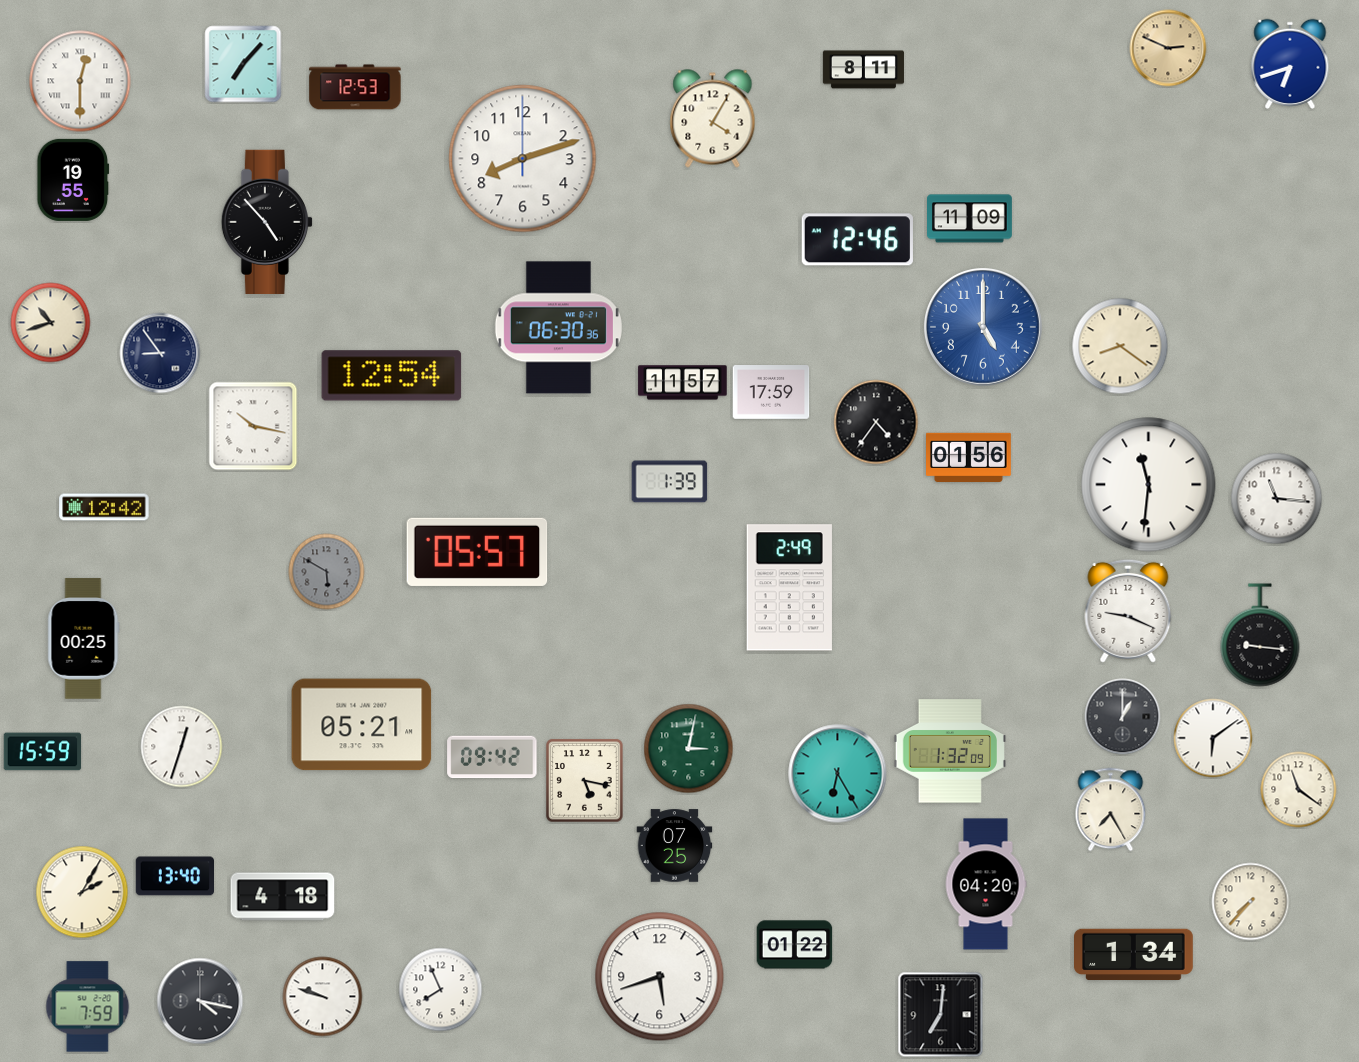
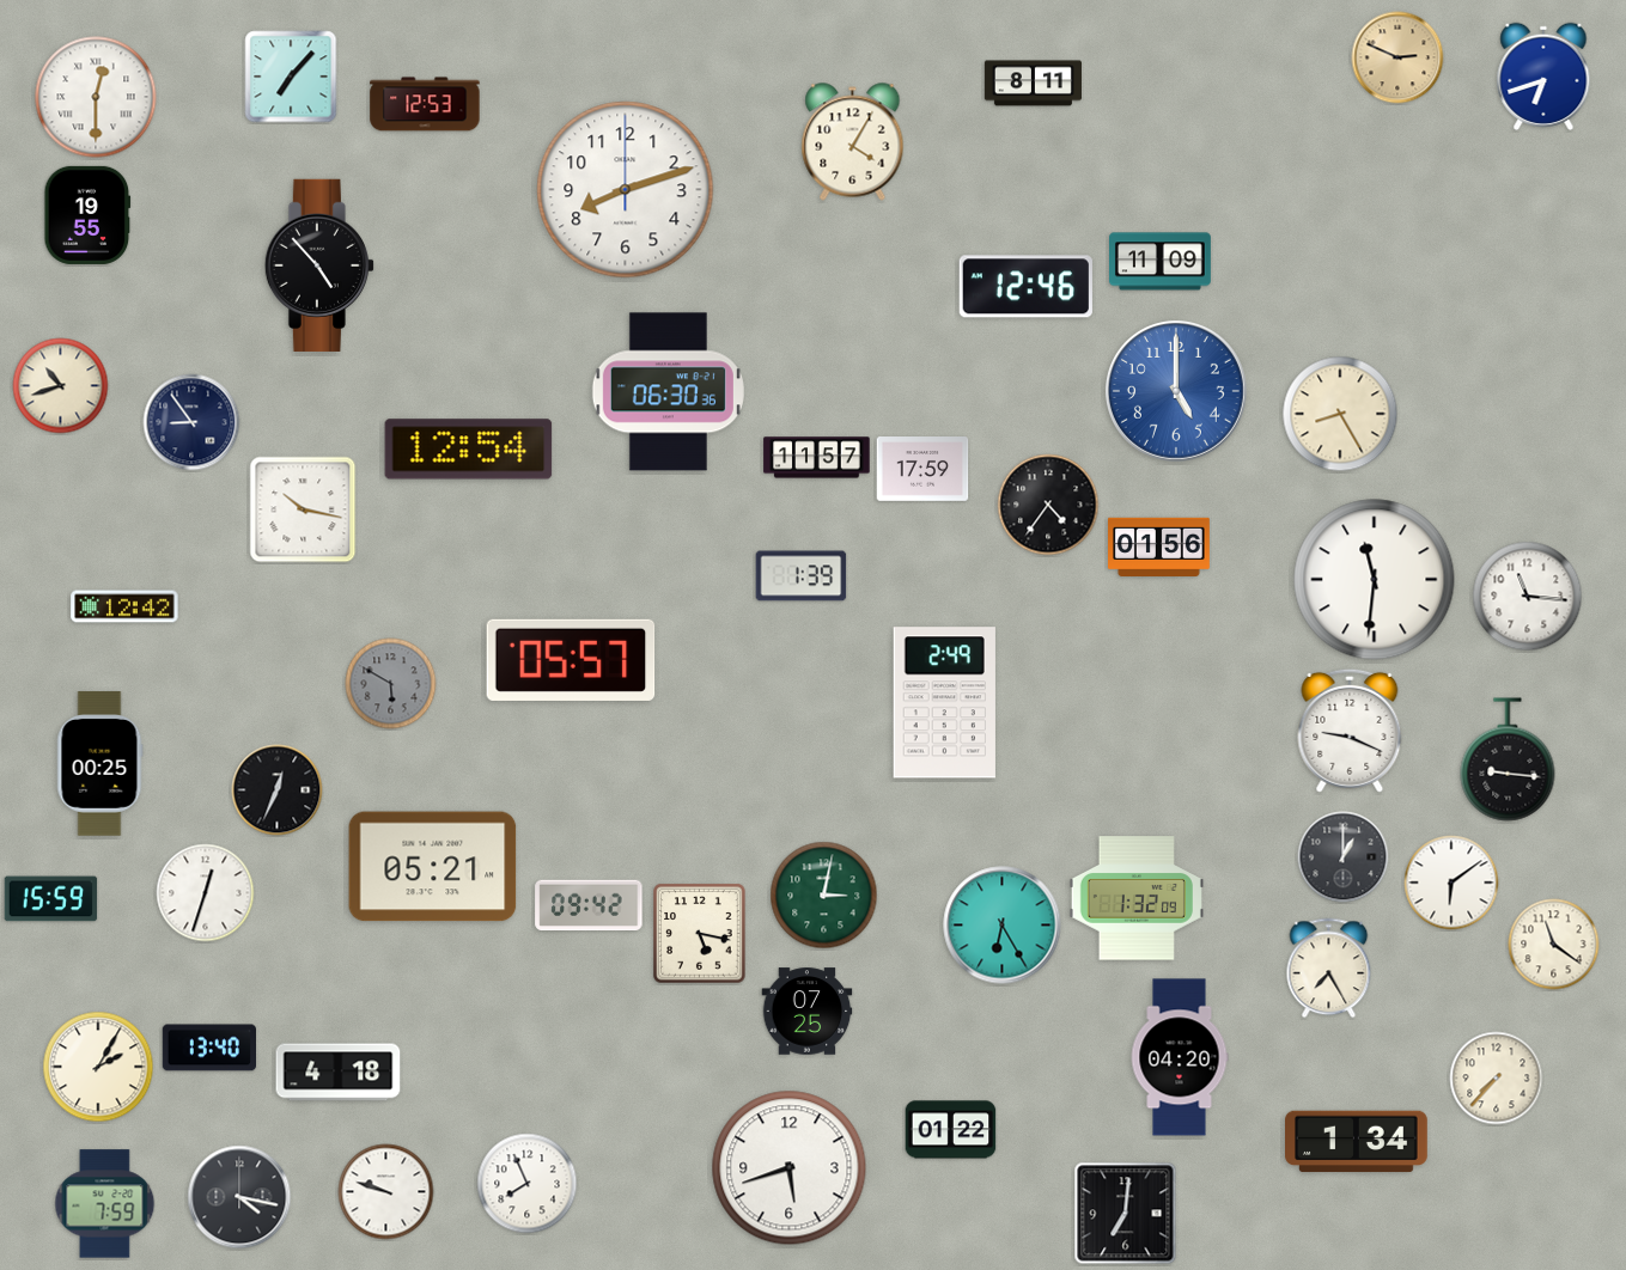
clock at (1120, 346): 8:21 -> 8:25
clock at (278, 790): none -> 12:34
clock at (182, 747) position: (182, 747) -> (206, 893)
